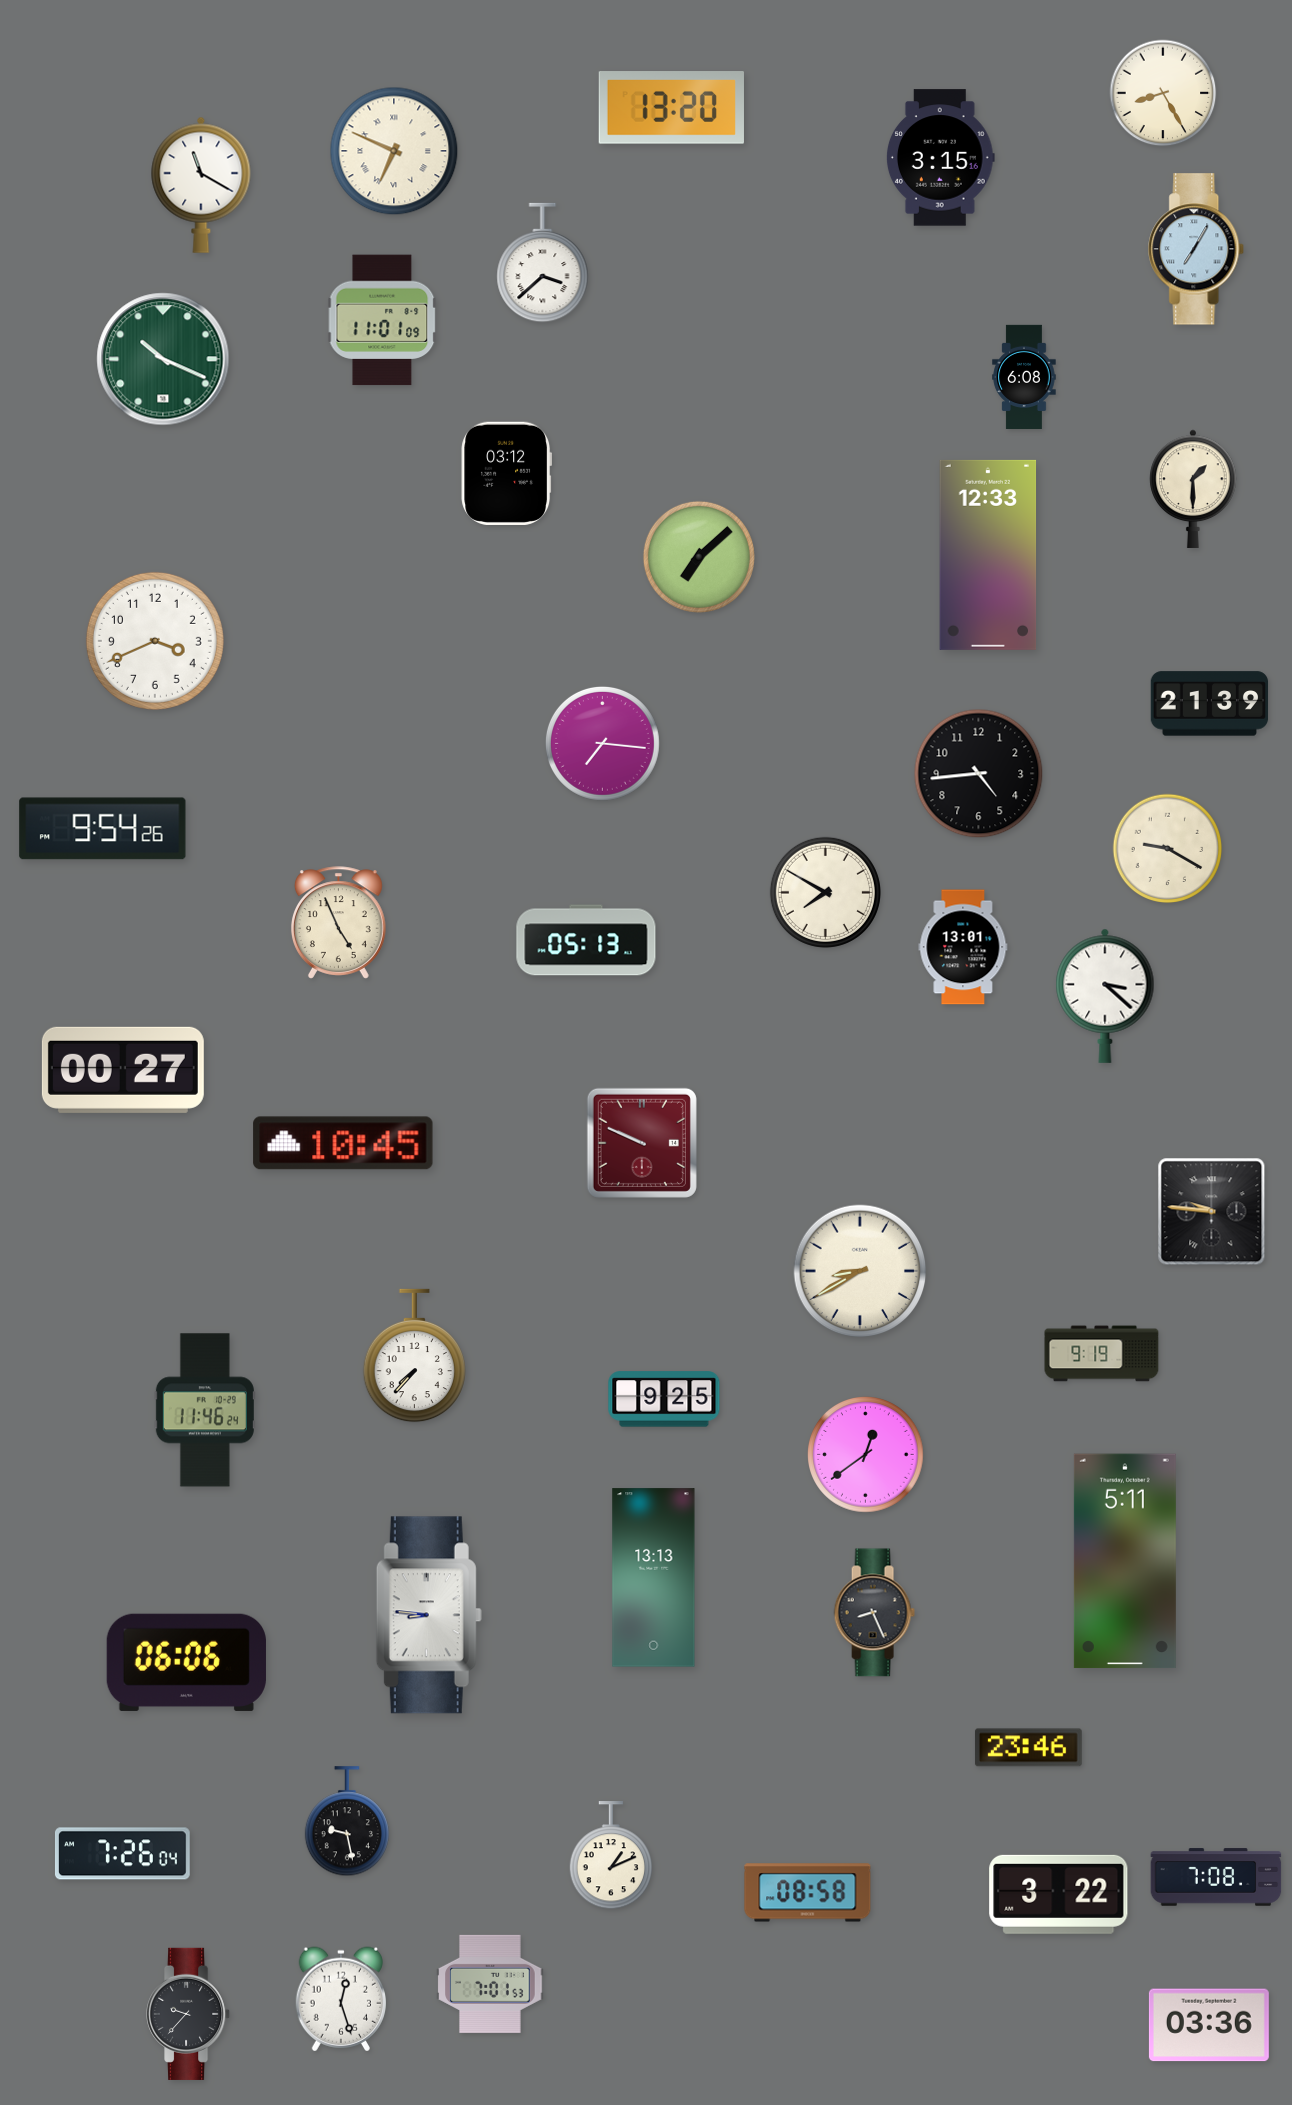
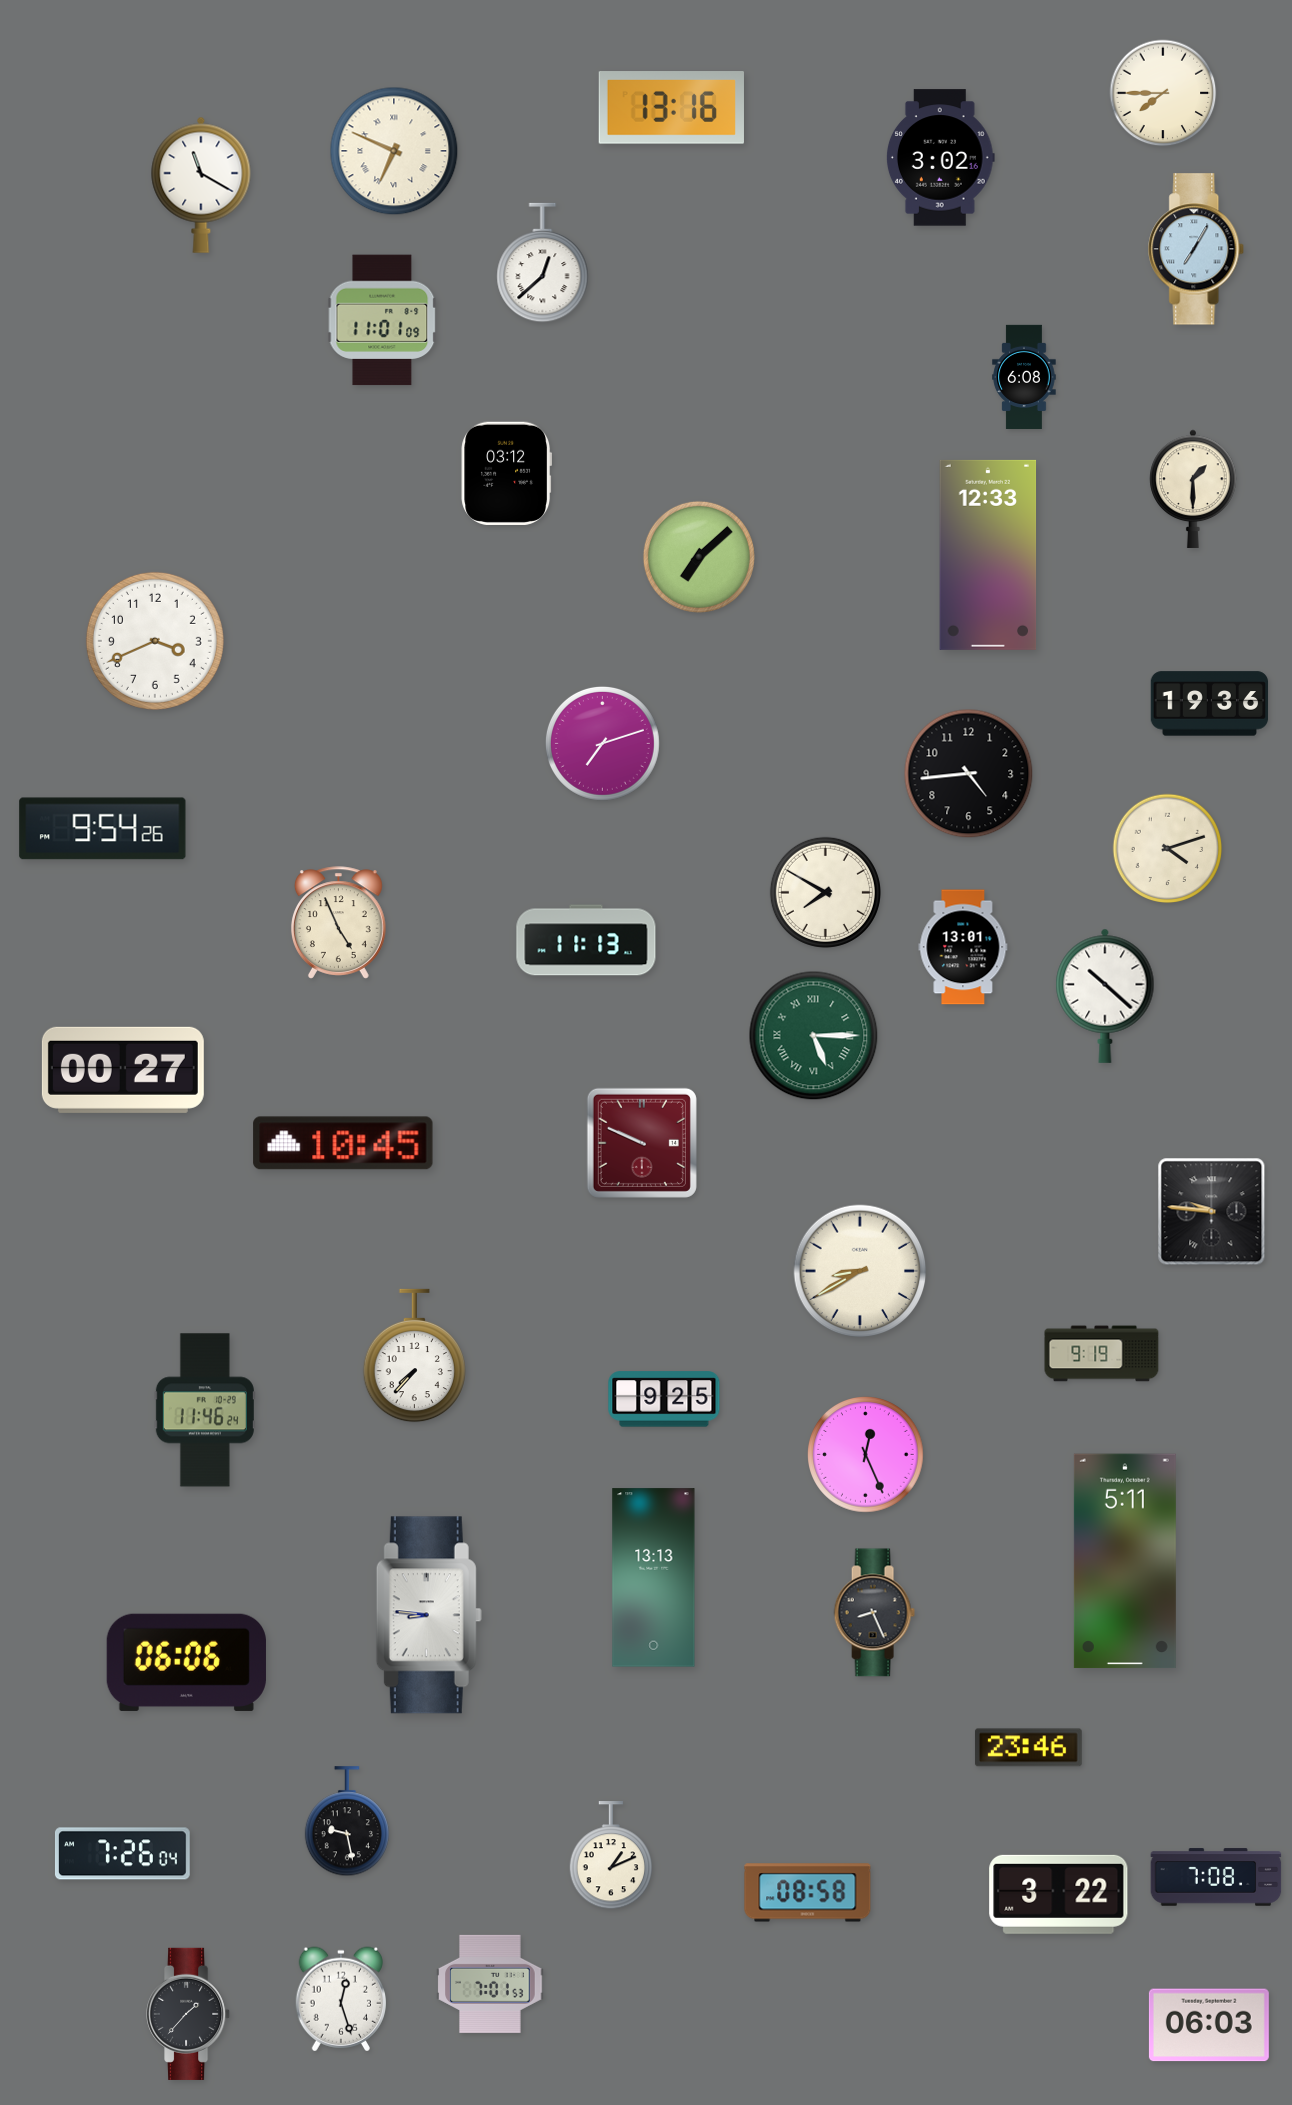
clock at (1163, 93): 8:25 -> 7:45
clock at (671, 108): 13:20 -> 13:16
clock at (940, 158): 3:15 -> 3:02
clock at (543, 263): 3:38 -> 12:38
clock at (163, 359): 10:19 -> none
clock at (1210, 704): 21:39 -> 19:36
clock at (602, 743): 7:16 -> 7:12
clock at (979, 774) position: (979, 774) -> (969, 774)
clock at (1168, 849): 9:20 -> 4:12
clock at (586, 940): 05:13 -> 11:13
clock at (1105, 996): 3:22 -> 10:22
clock at (814, 1036): none -> 5:15
clock at (866, 1455): 12:39 -> 12:26
clock at (189, 2014): 9:37 -> 1:37
clock at (1209, 2025): 03:36 -> 06:03
